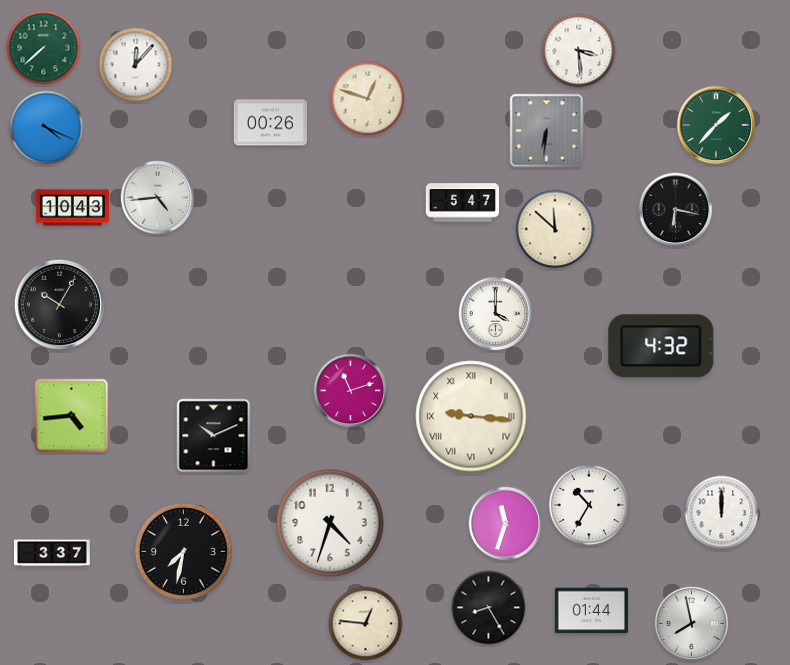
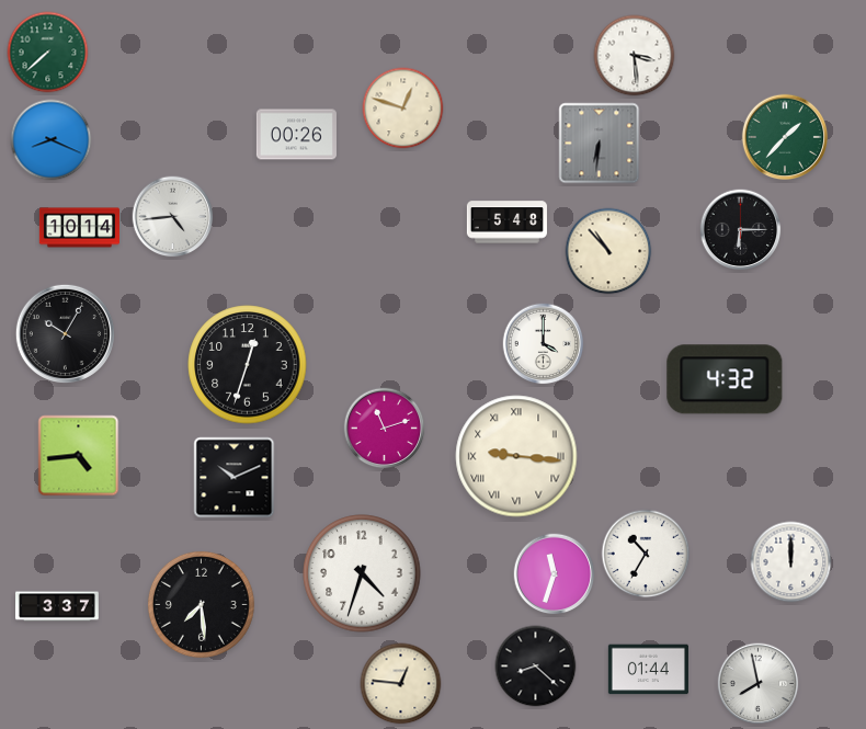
clock at (136, 65): 12:07 -> none
clock at (47, 128): 4:19 -> 8:19
clock at (462, 203): 5:47 -> 5:48
clock at (72, 208): 10:43 -> 10:14
clock at (676, 210): 6:17 -> 6:15
clock at (555, 229): 11:52 -> 10:53
clock at (248, 365): none -> 12:33
clock at (183, 551): 7:32 -> 7:29
clock at (489, 608): 8:25 -> 8:22
